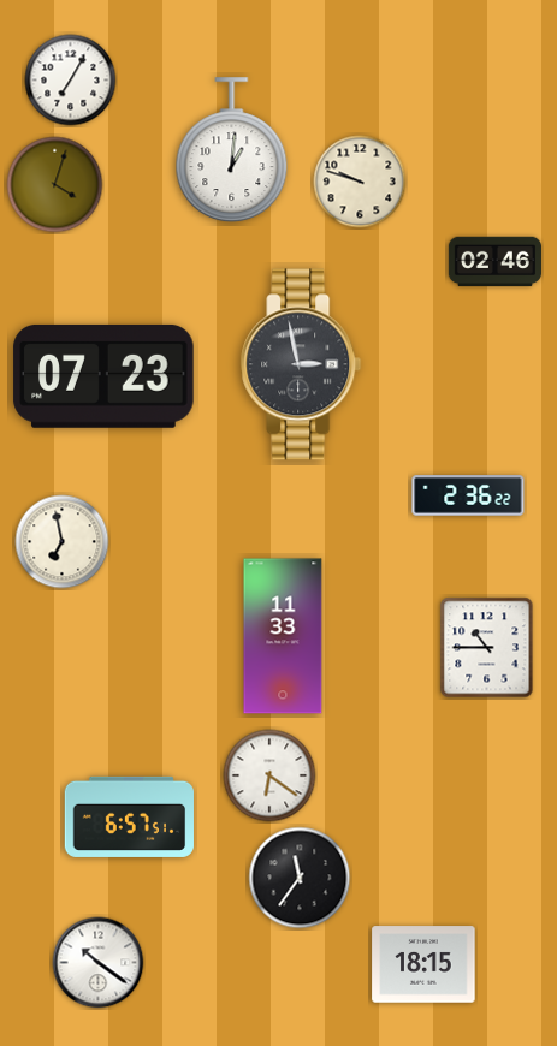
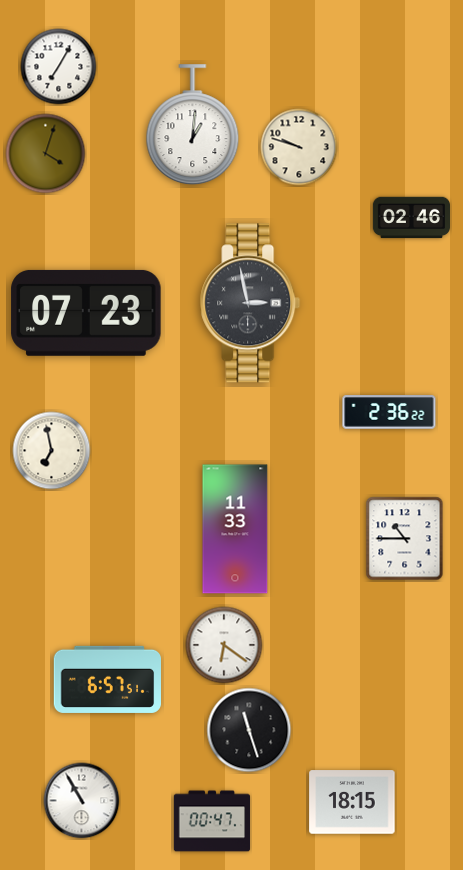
clock at (360, 182) position: (360, 182) -> (299, 147)
clock at (300, 878): 11:36 -> 11:27
clock at (99, 963): 10:21 -> 10:55
clock at (212, 821): none -> 00:47
